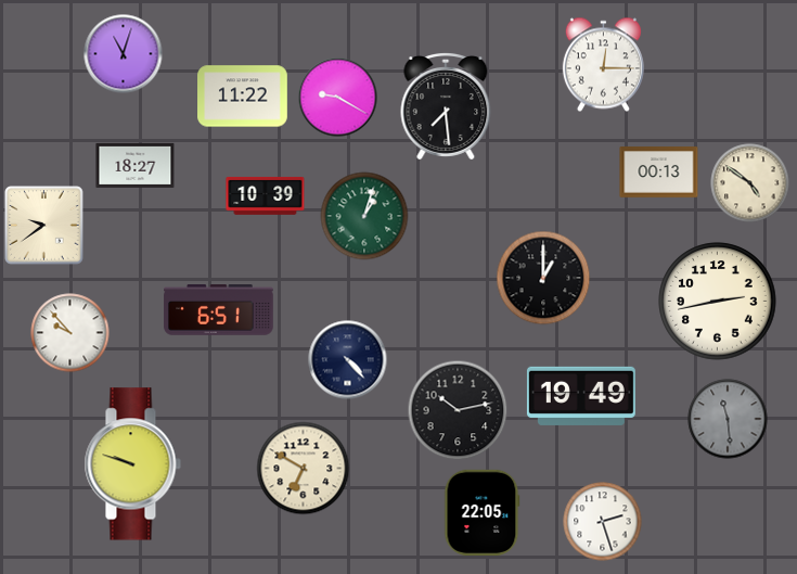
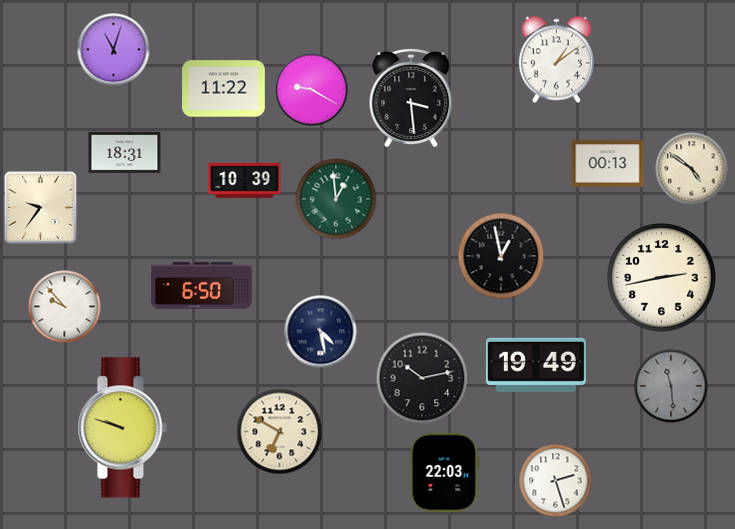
clock at (603, 65): 12:15 -> 1:09
clock at (446, 106): 7:29 -> 3:29
clock at (136, 165): 18:27 -> 18:31
clock at (659, 173) position: (659, 173) -> (608, 164)
clock at (364, 216): 1:03 -> 12:59
clock at (44, 226): 9:39 -> 9:36
clock at (543, 278): 1:00 -> 12:58
clock at (219, 310): 6:51 -> 6:50
clock at (348, 360): 4:23 -> 4:28
clock at (483, 512): 22:05 -> 22:03
